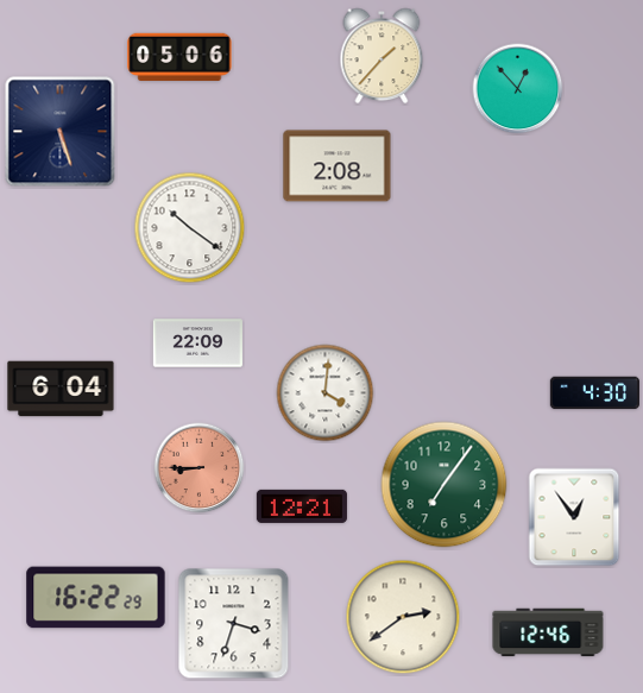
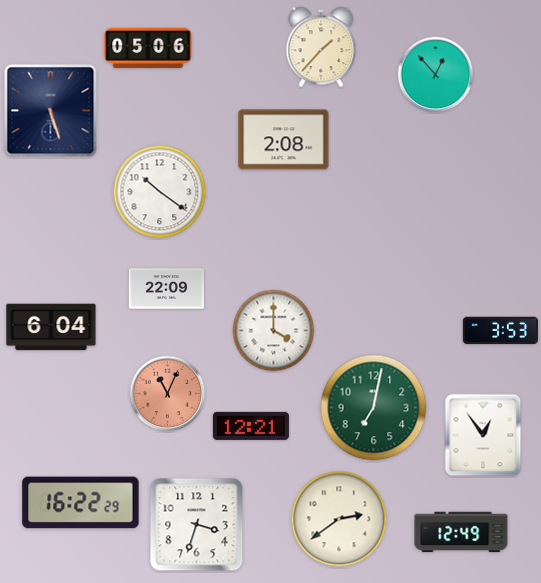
clock at (179, 57) position: (179, 57) -> (148, 48)
clock at (326, 393): 4:01 -> 4:00
clock at (594, 393): 4:30 -> 3:53
clock at (200, 468): 8:45 -> 11:04
clock at (445, 485): 7:06 -> 7:02
clock at (302, 506) position: (302, 506) -> (251, 426)
clock at (548, 632): 12:46 -> 12:49
